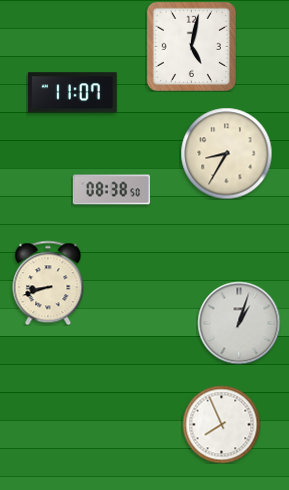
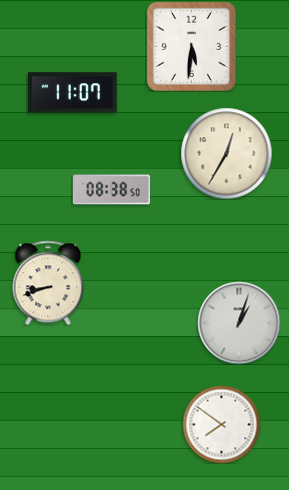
clock at (191, 46): 5:02 -> 5:31
clock at (226, 153): 8:35 -> 12:35
clock at (221, 424): 7:56 -> 7:51
